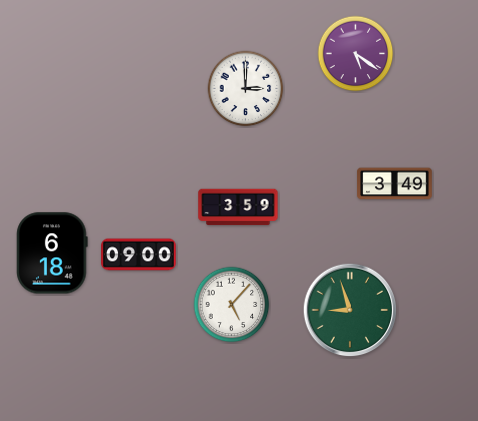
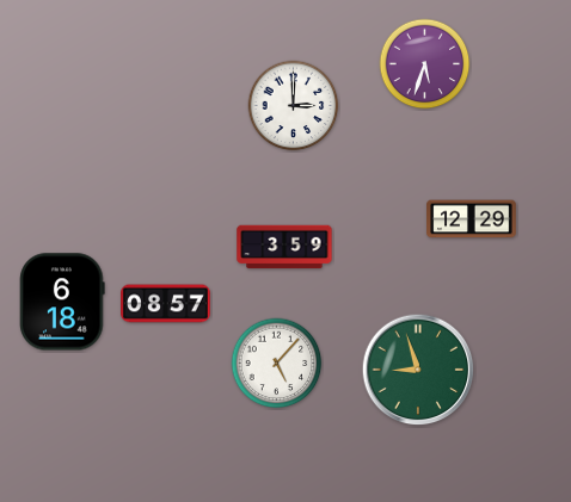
clock at (356, 54): 5:21 -> 5:33
clock at (395, 184): 3:49 -> 12:29
clock at (139, 255): 09:00 -> 08:57
